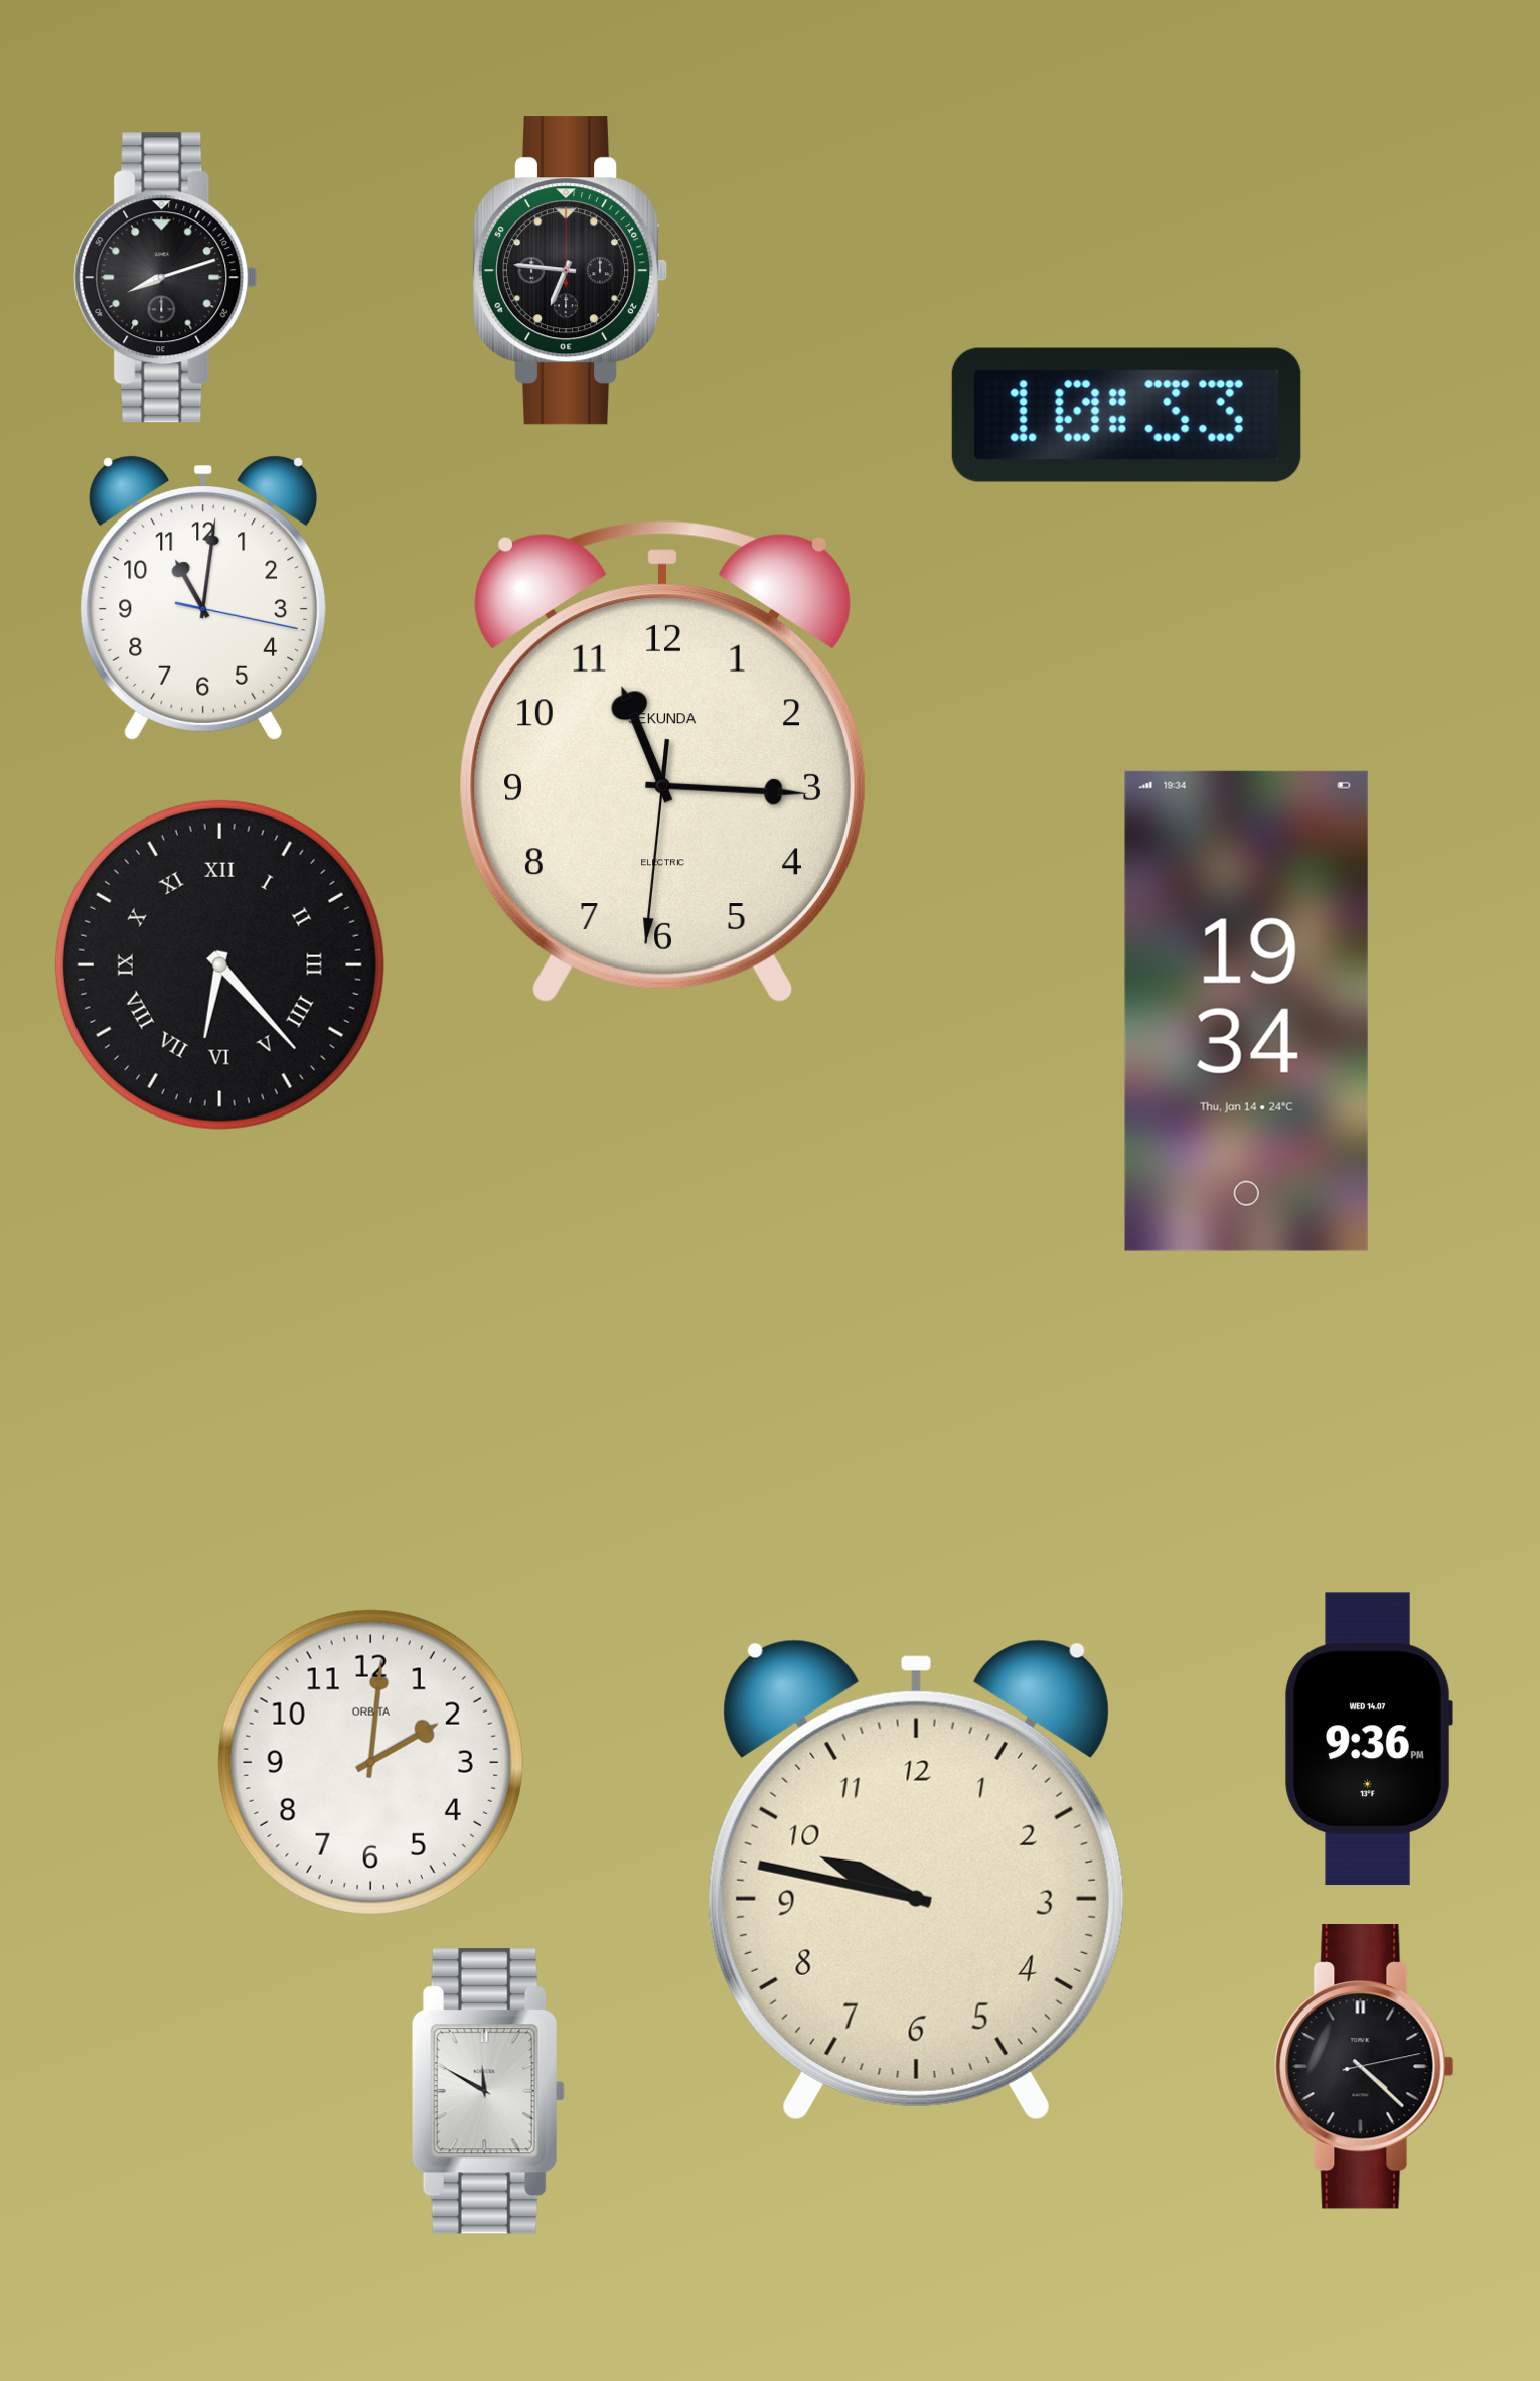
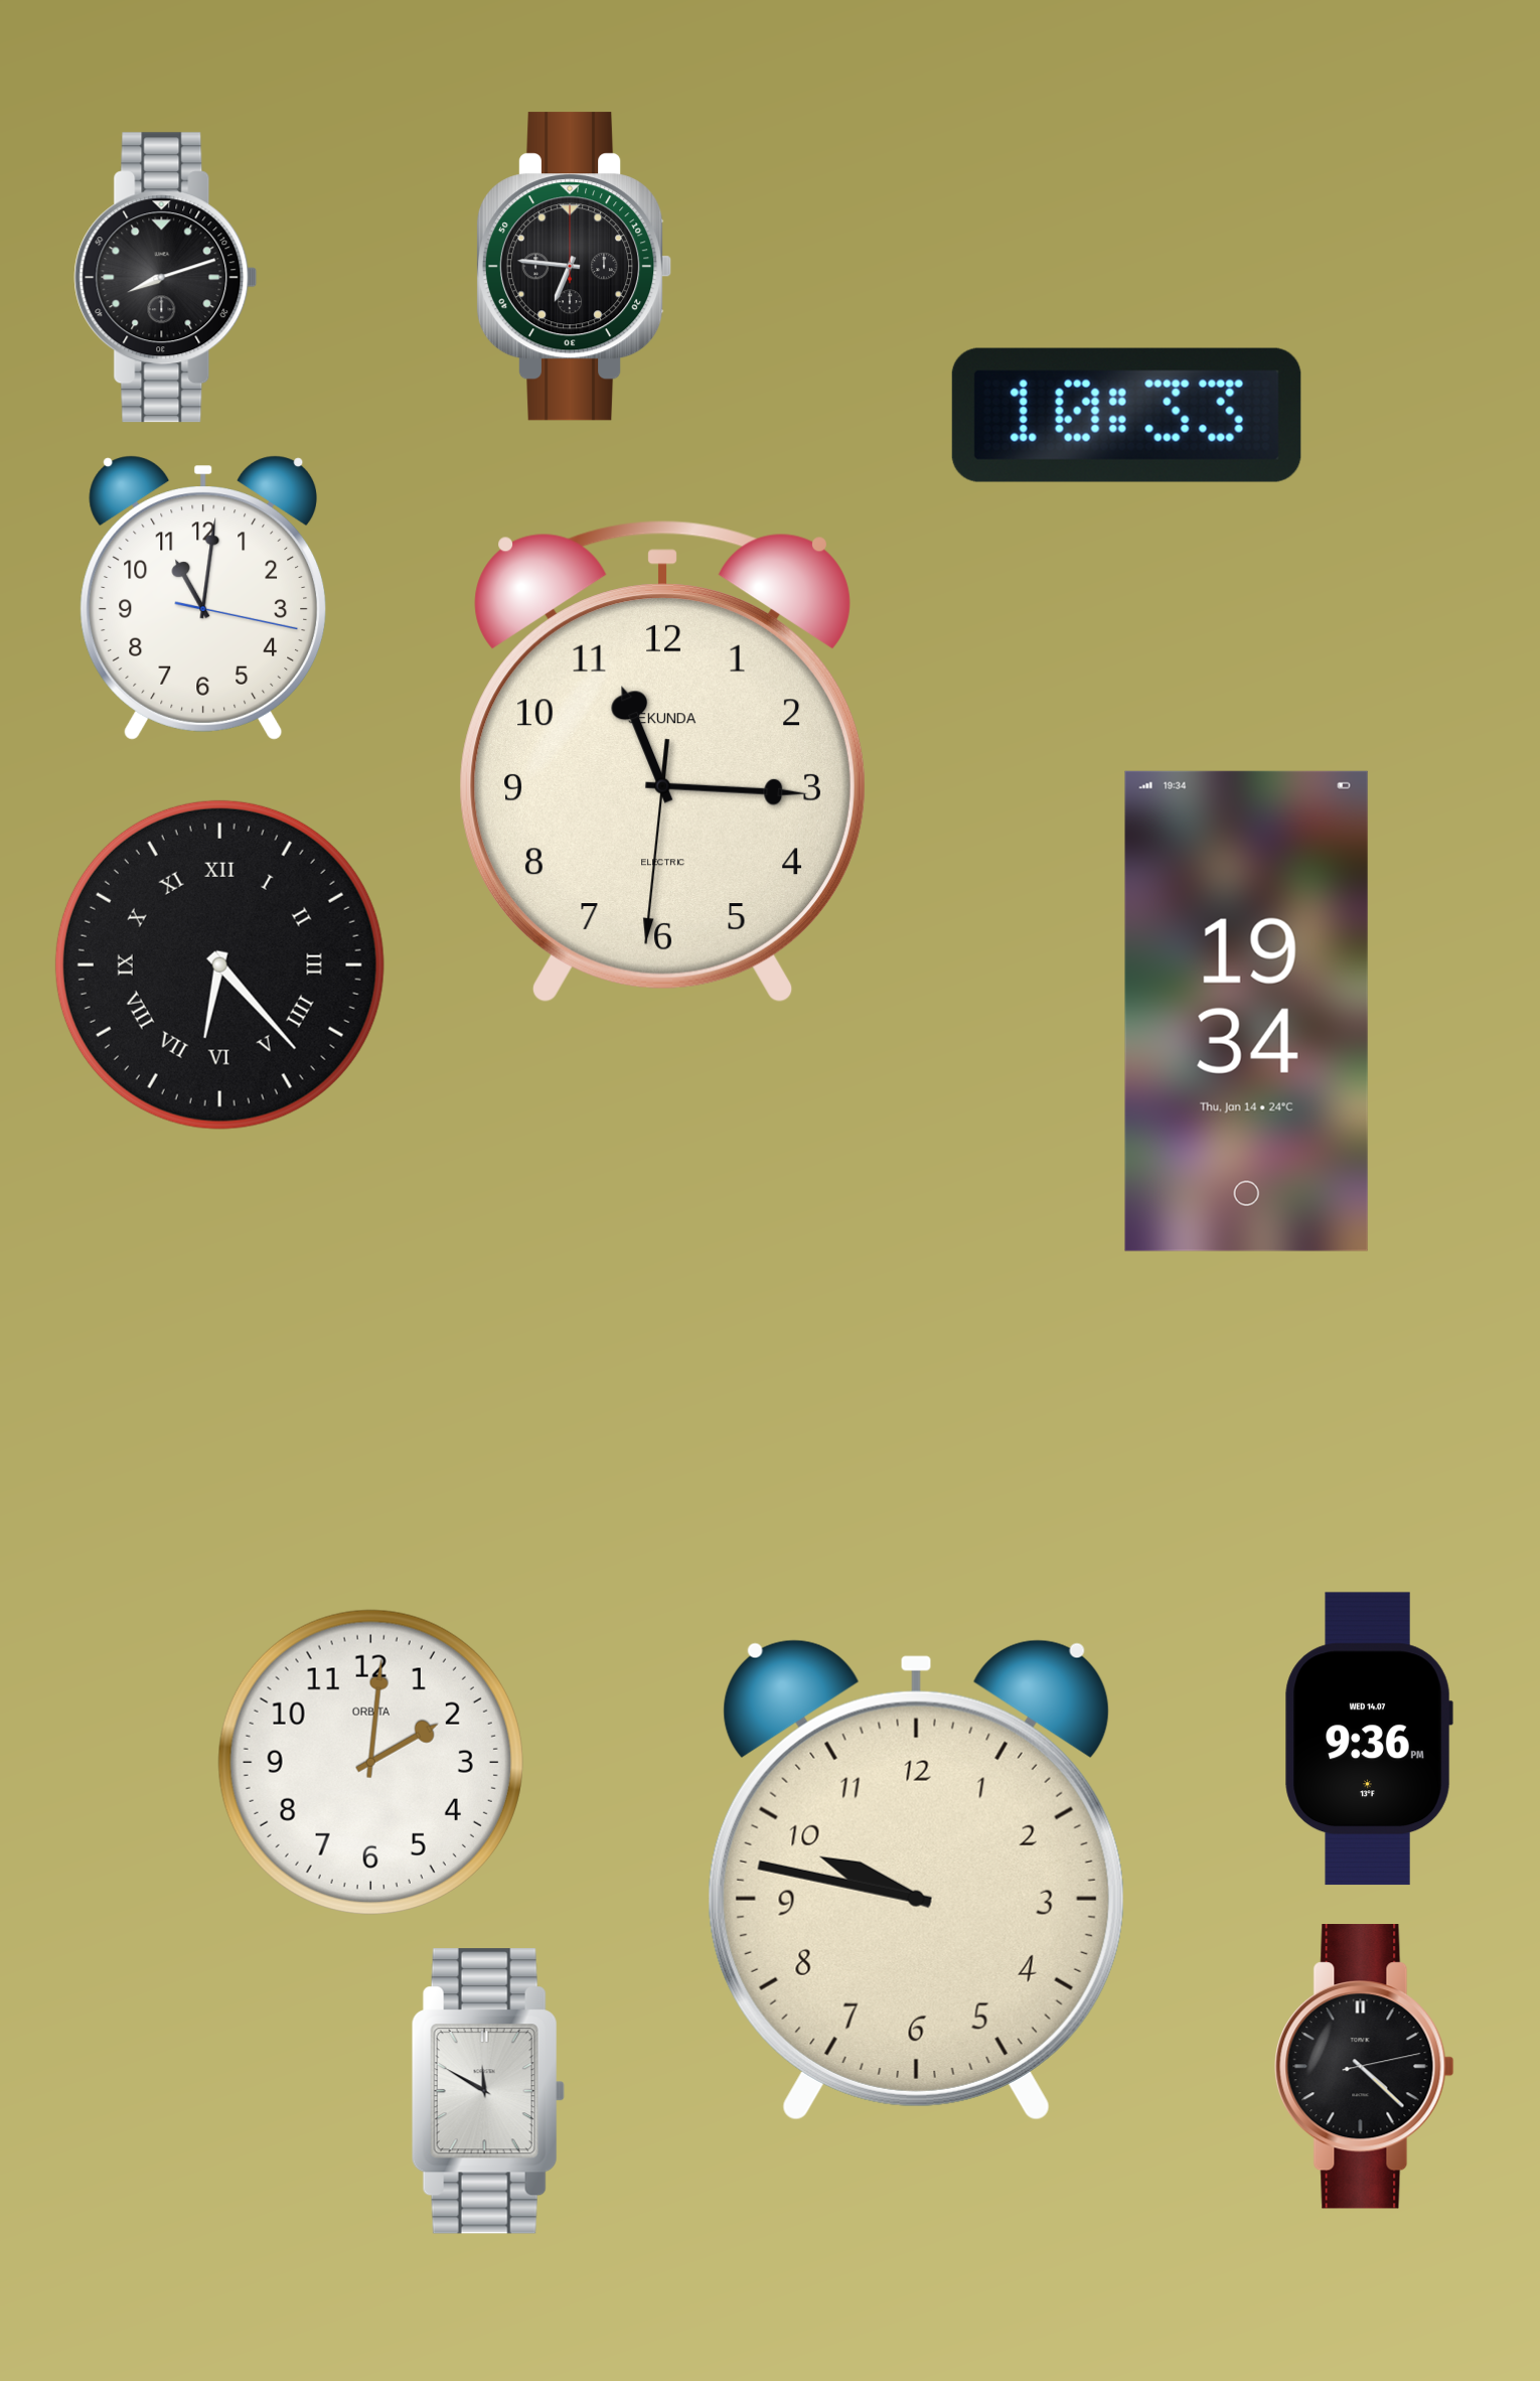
clock at (570, 271) position: (570, 271) -> (574, 267)
